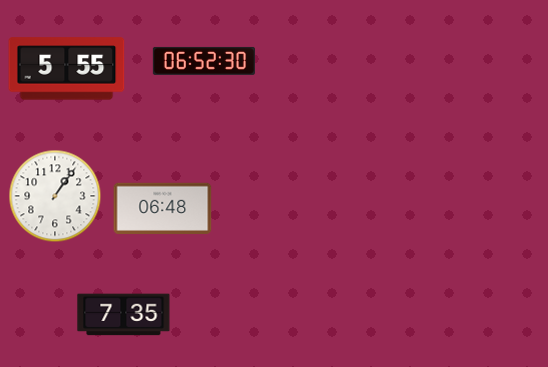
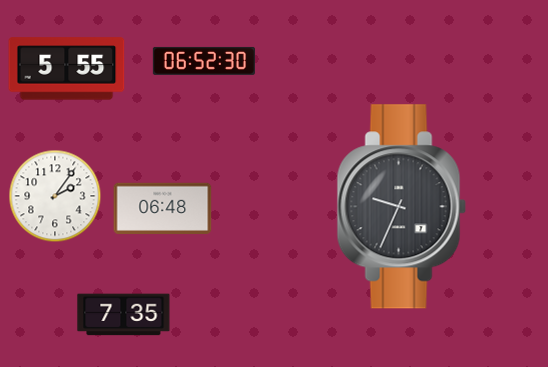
clock at (55, 196): 1:06 -> 2:06
clock at (401, 207): none -> 9:34
